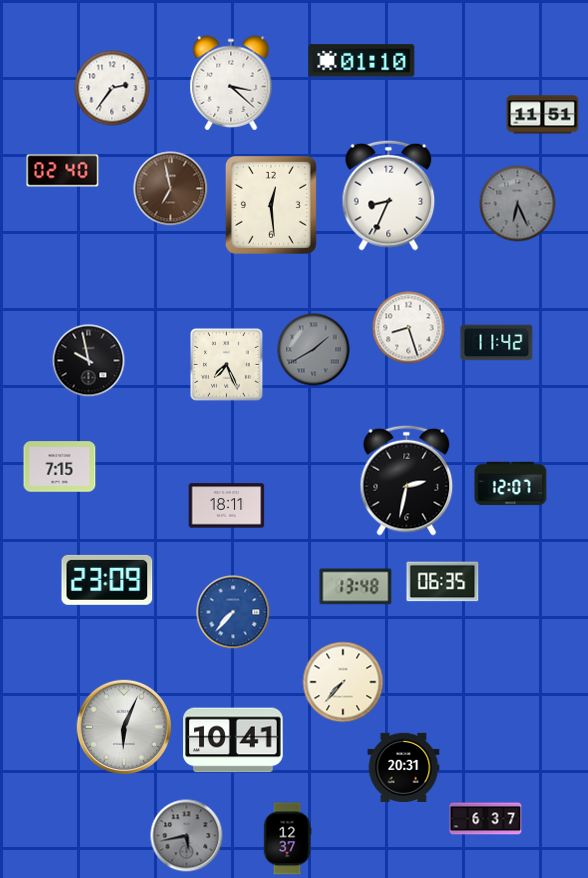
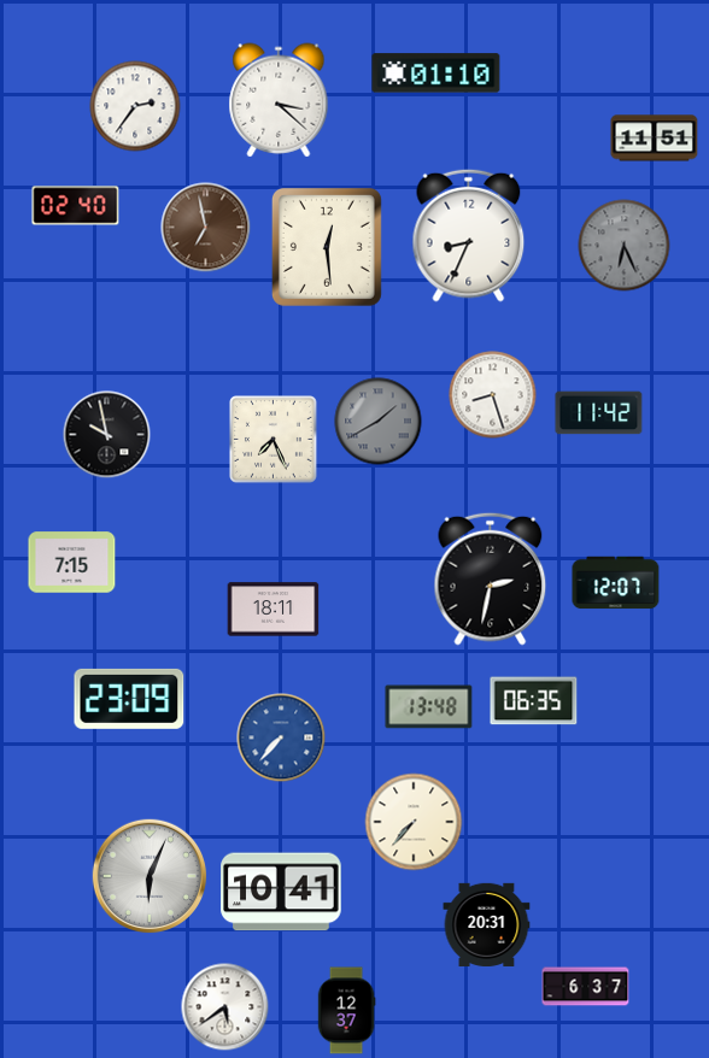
clock at (187, 836): 5:43 -> 5:39
clock at (187, 836) dial: grey -> white
